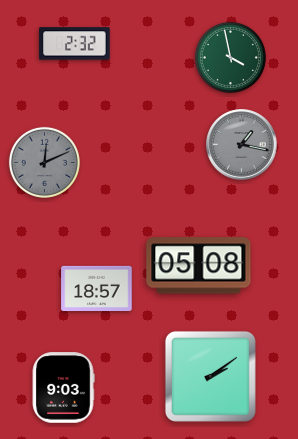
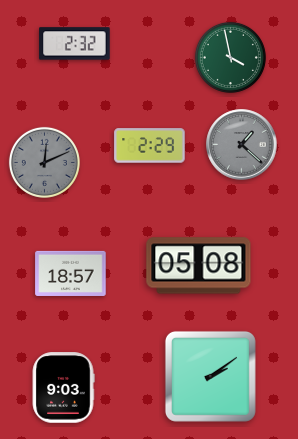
clock at (242, 145): 1:17 -> 1:22
clock at (150, 146): none -> 2:29
clock at (97, 288) position: (97, 288) -> (71, 273)
